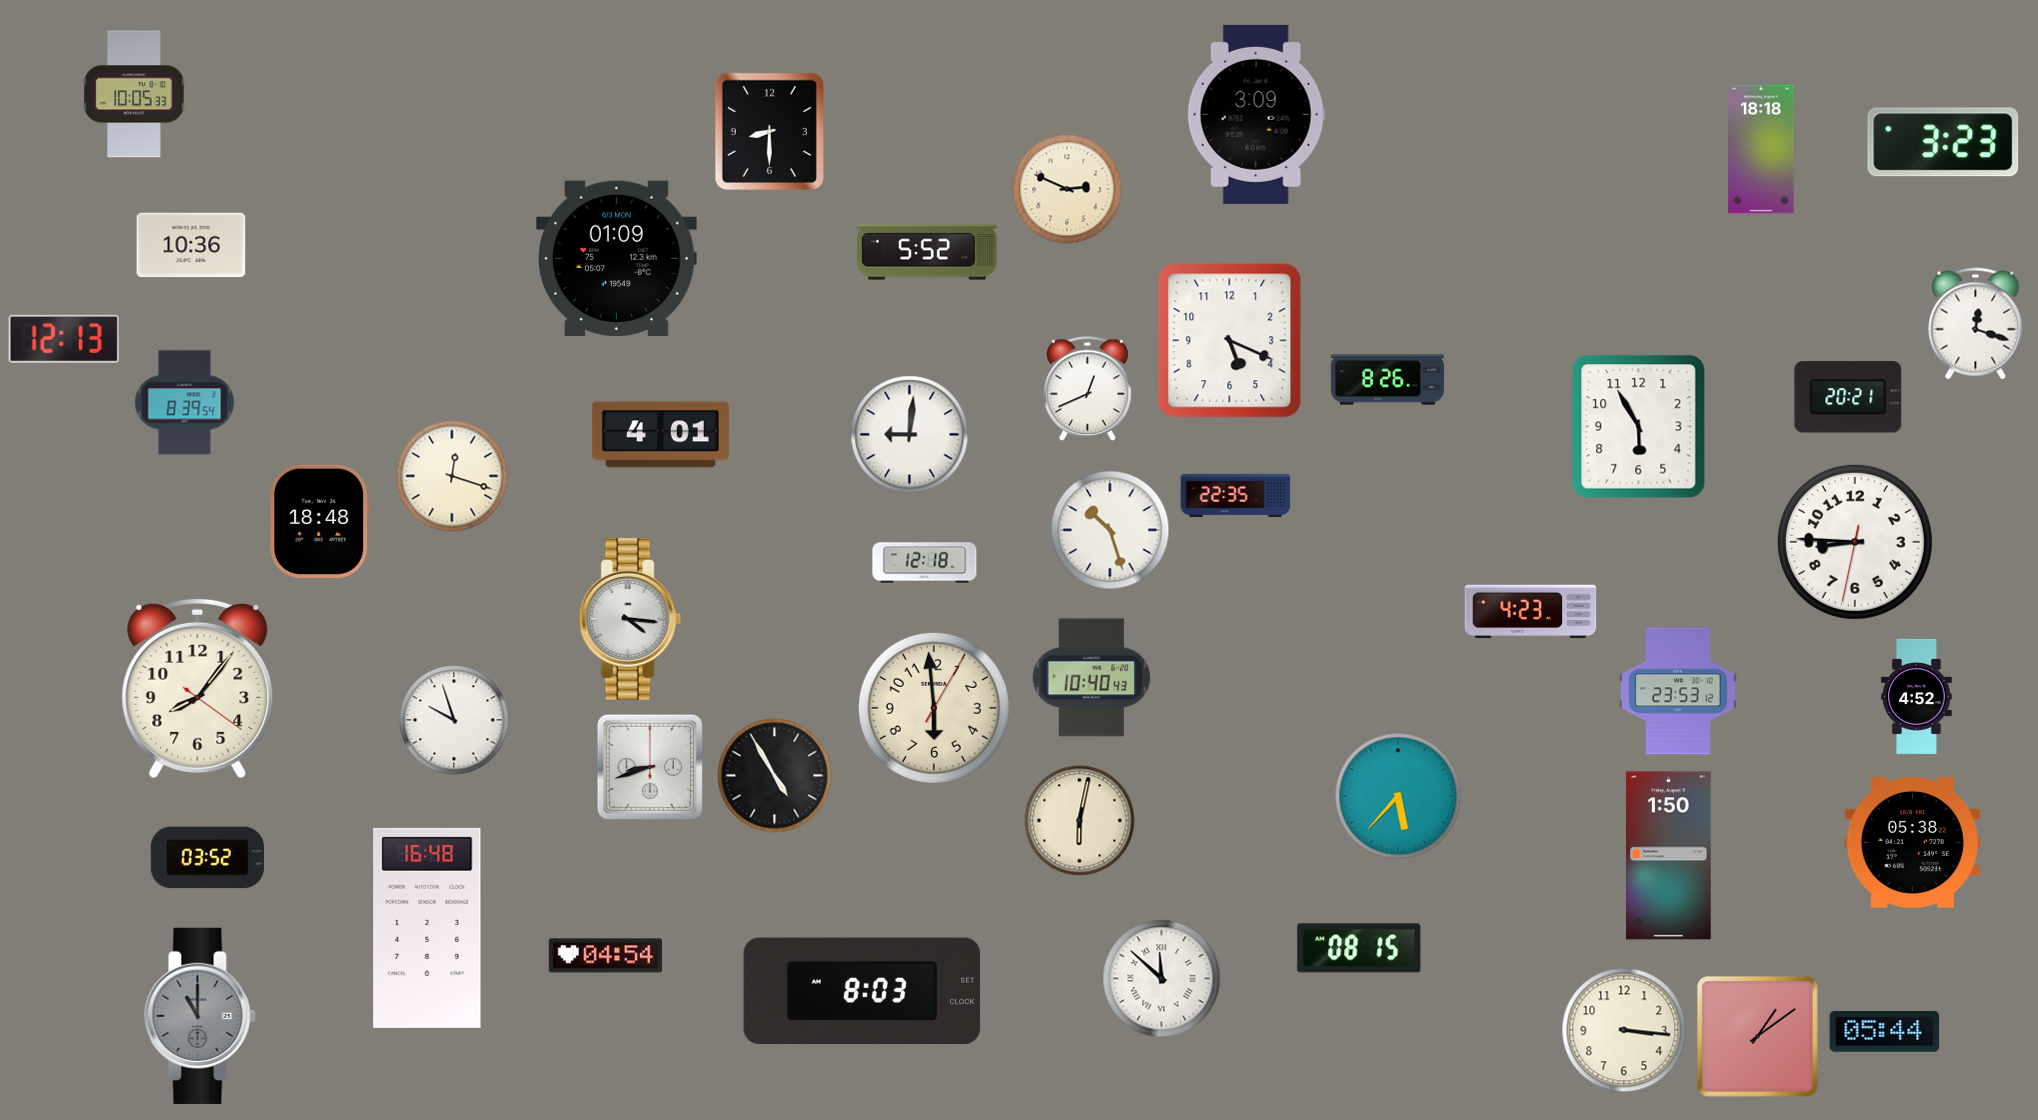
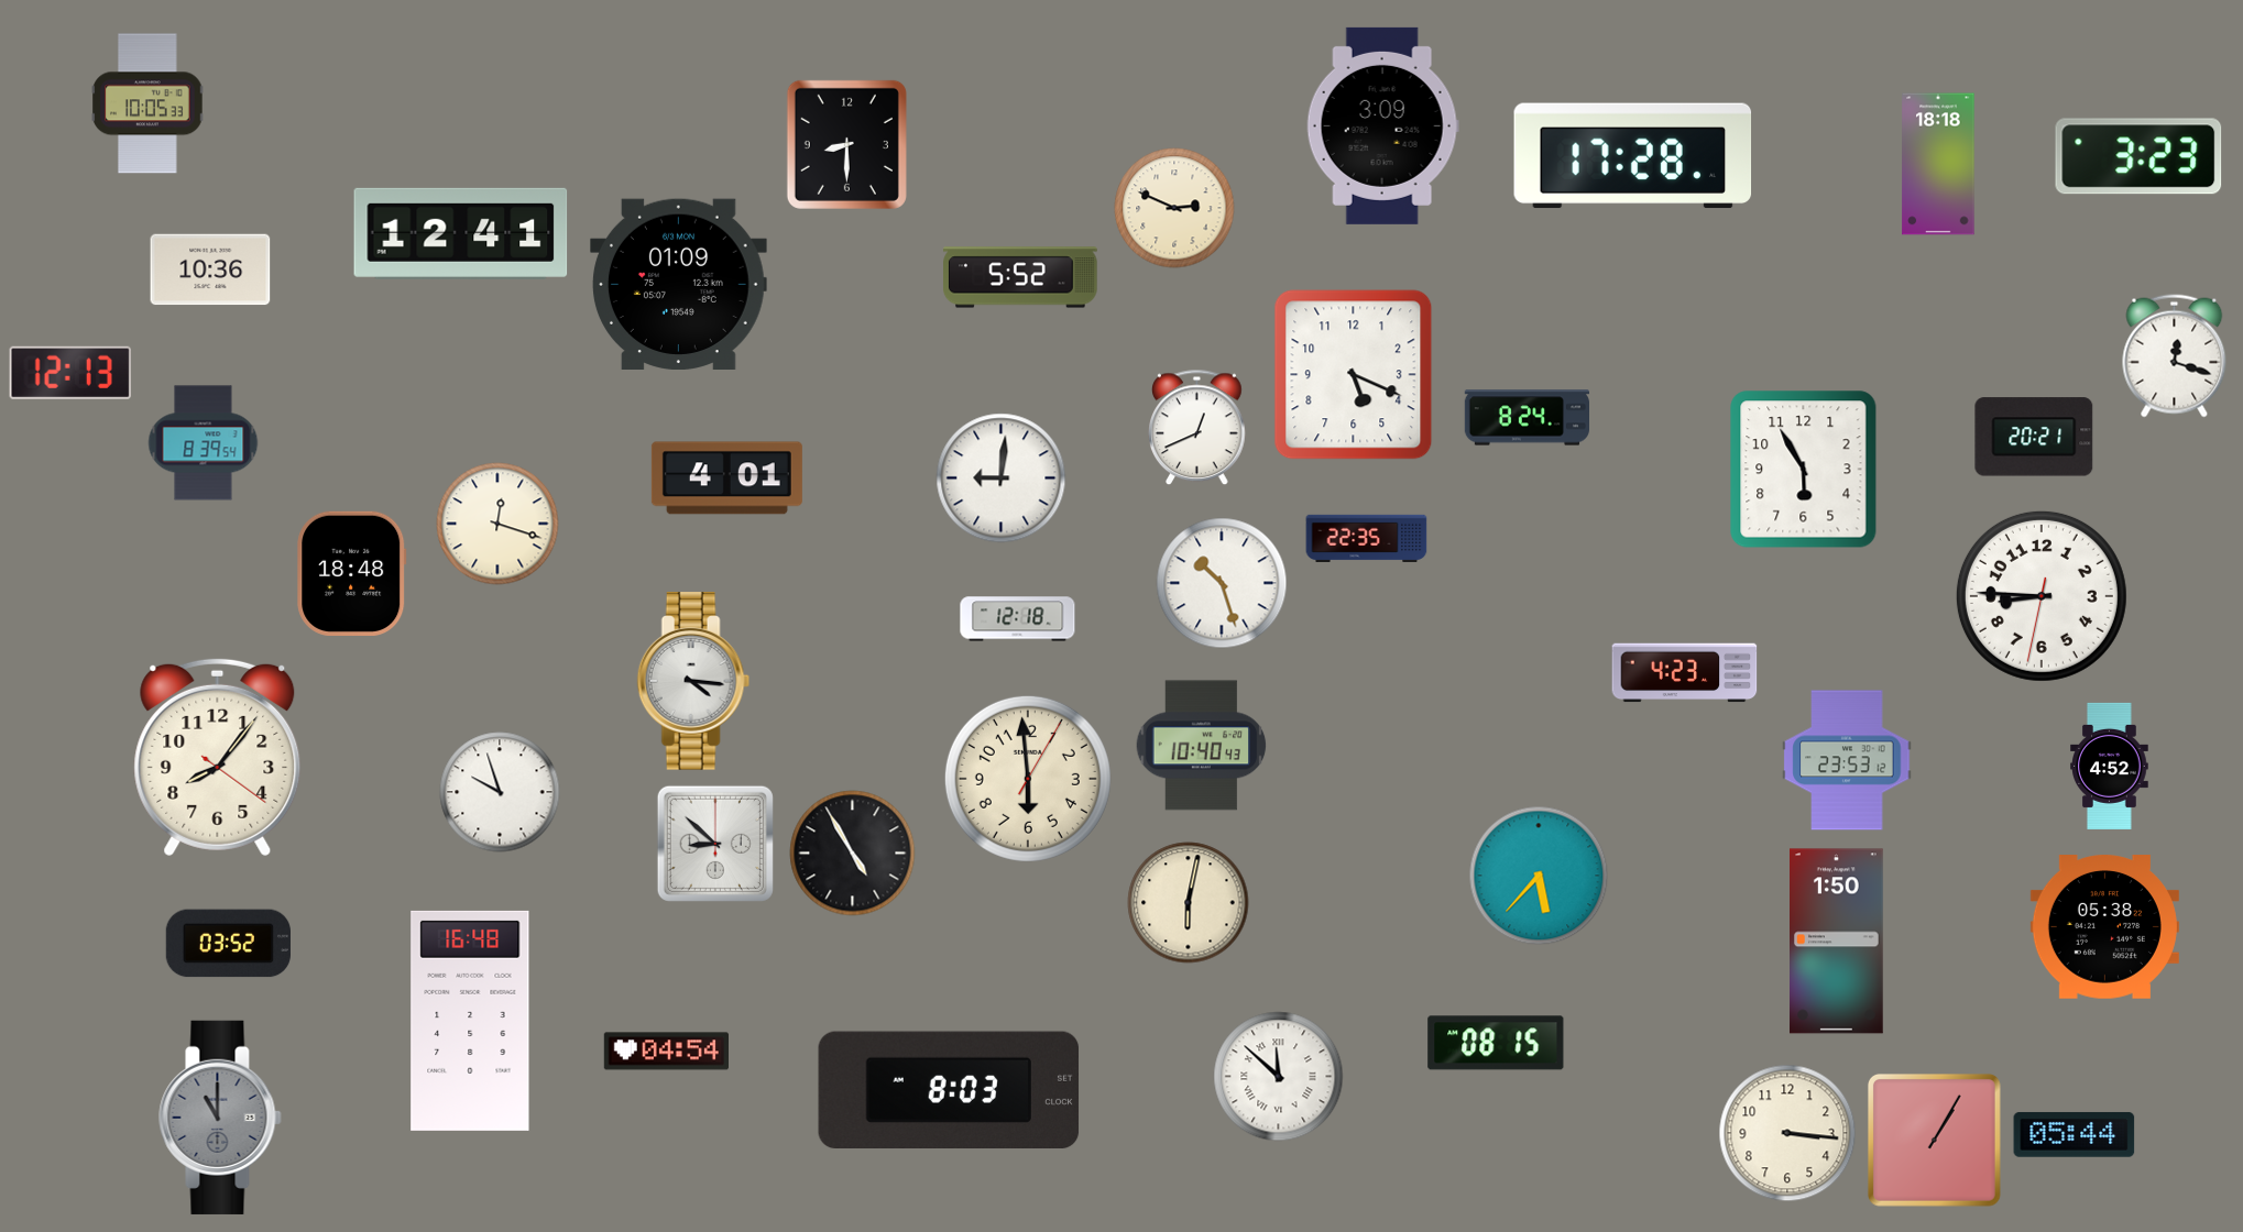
clock at (1633, 156): none -> 17:28
clock at (461, 233): none -> 12:41
clock at (1387, 380): 8:26 -> 8:24
clock at (1236, 495) position: (1236, 495) -> (1367, 538)
clock at (650, 767): 8:42 -> 8:52
clock at (1757, 1036): 1:09 -> 1:05
